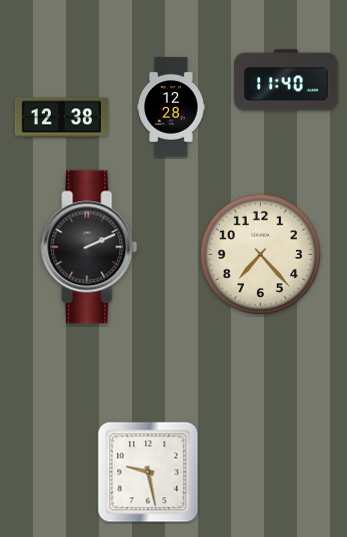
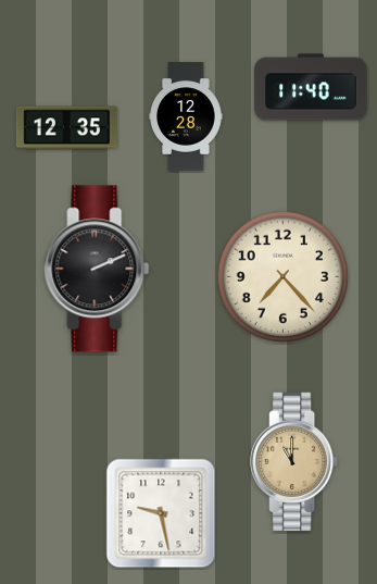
clock at (61, 118): 12:38 -> 12:35
clock at (294, 462): none -> 11:00
